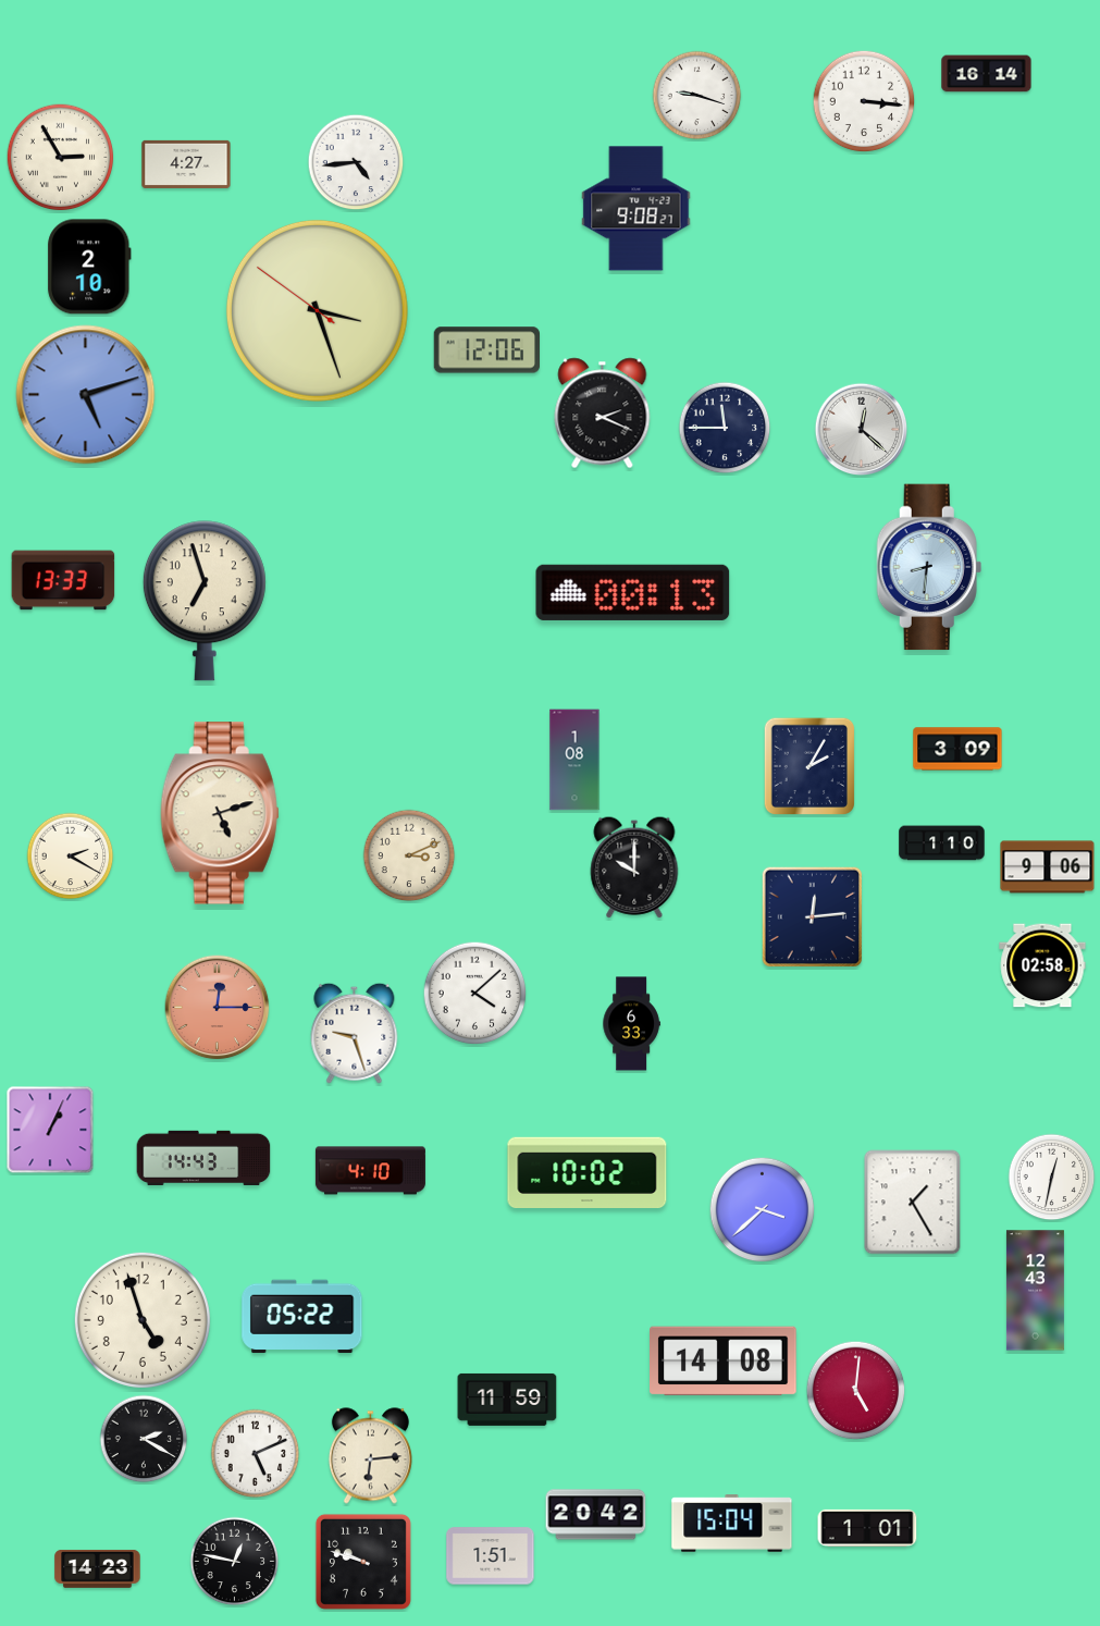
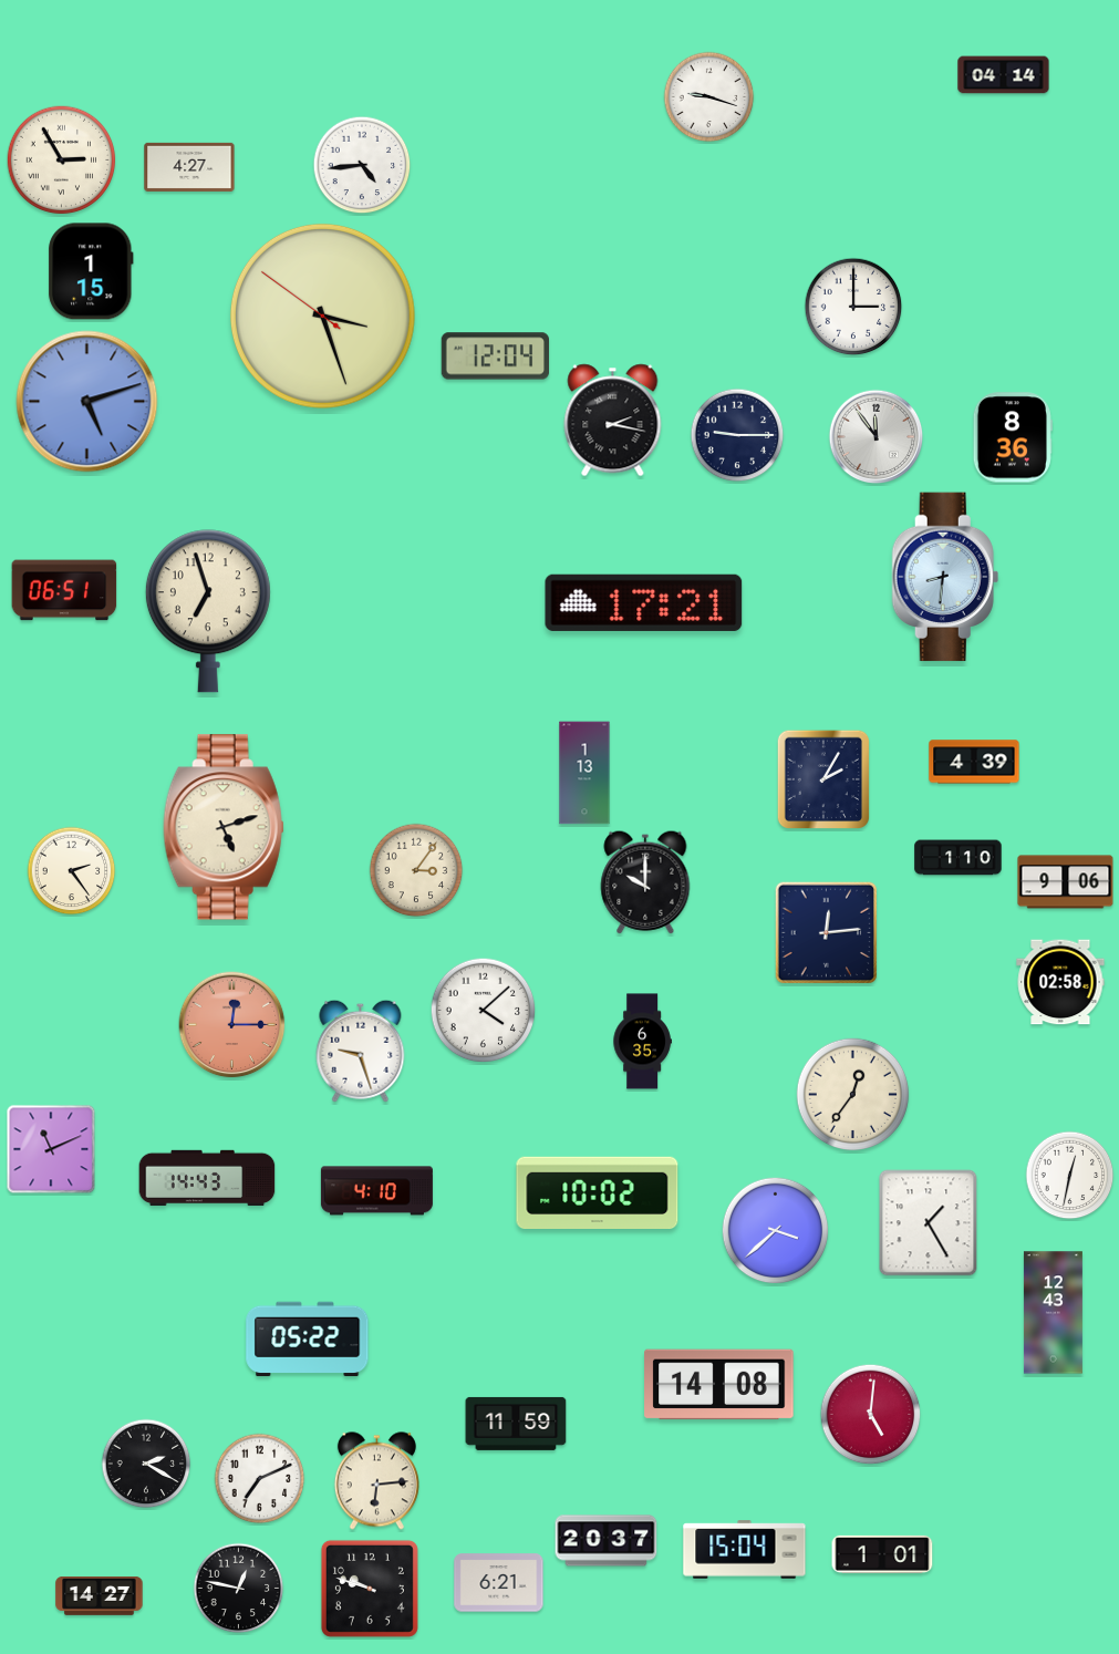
clock at (987, 74): 16:14 -> 04:14
clock at (864, 101): 3:16 -> none
clock at (636, 209): 9:08 -> none
clock at (89, 267): 2:10 -> 1:15
clock at (853, 307): none -> 3:00
clock at (486, 350): 12:06 -> 12:04
clock at (603, 414): 2:19 -> 2:17
clock at (725, 428): 11:45 -> 9:15
clock at (862, 430): 12:22 -> 11:54
clock at (1013, 437): none -> 8:36
clock at (63, 580): 13:33 -> 06:51
clock at (633, 592): 00:13 -> 17:21
clock at (957, 749): 3:09 -> 4:39
clock at (574, 760): 1:08 -> 1:13
clock at (409, 855): 3:11 -> 3:06
clock at (71, 857): 2:20 -> 2:24
clock at (218, 1008) position: (218, 1008) -> (232, 1025)
clock at (631, 1024): 6:33 -> 6:35
clock at (853, 1095): none -> 12:36
clock at (50, 1130): 1:04 -> 11:11
clock at (1052, 1178) position: (1052, 1178) -> (1070, 1176)
clock at (143, 1320): 4:57 -> none
clock at (724, 1362) position: (724, 1362) -> (719, 1385)
clock at (256, 1454): 5:11 -> 7:11
clock at (596, 1515): 20:42 -> 20:37
clock at (491, 1556): 1:51 -> 6:21
clock at (98, 1568): 14:23 -> 14:27
